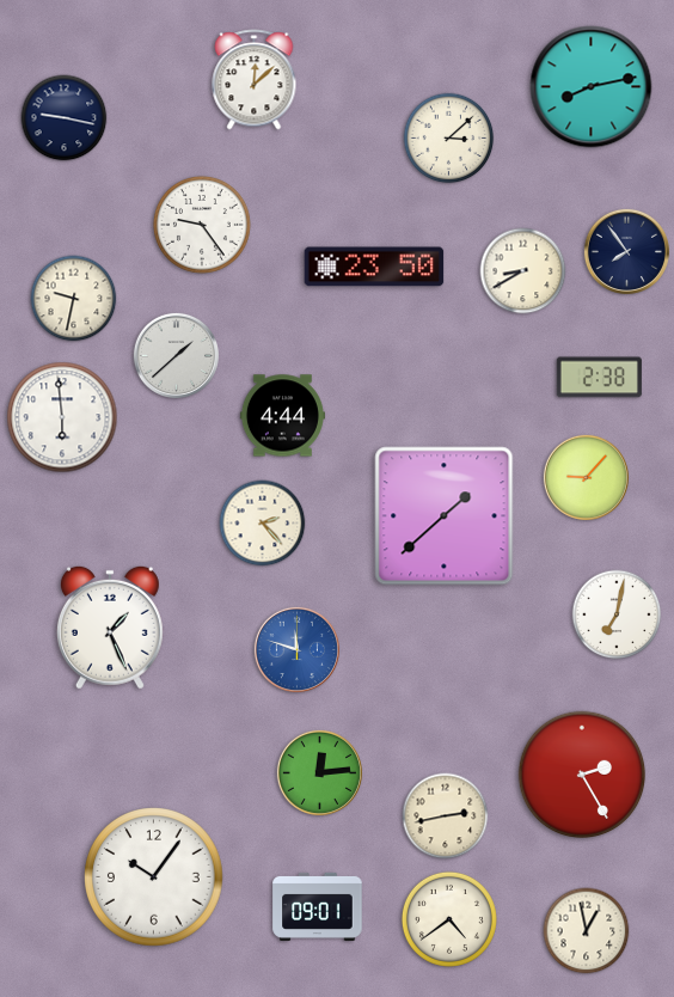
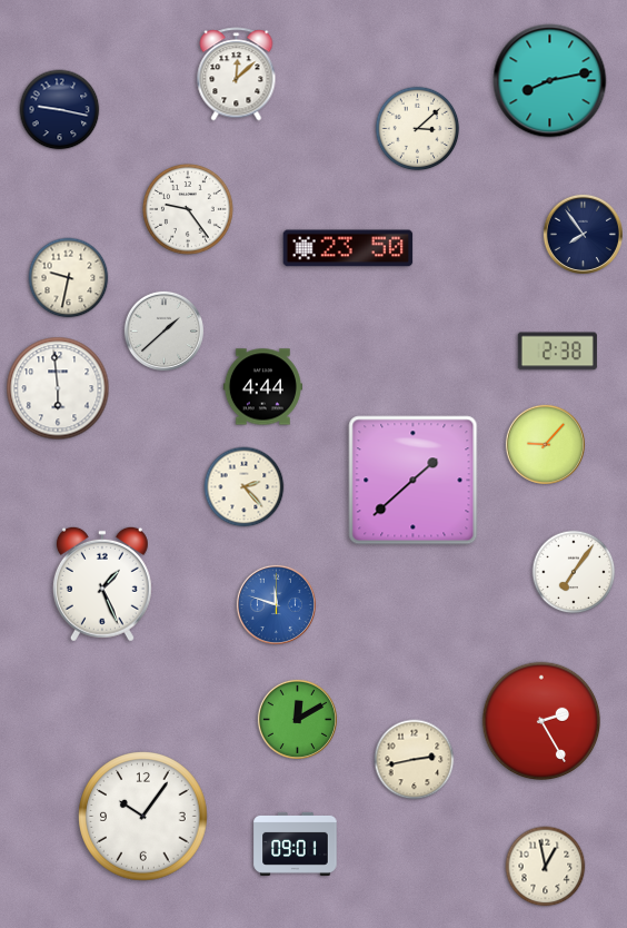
clock at (523, 271): 8:40 -> none
clock at (617, 614): 7:02 -> 7:06
clock at (319, 772): 12:14 -> 12:10
clock at (449, 919): 4:39 -> none
